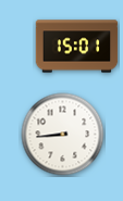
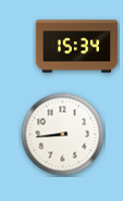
clock at (77, 47): 15:01 -> 15:34
